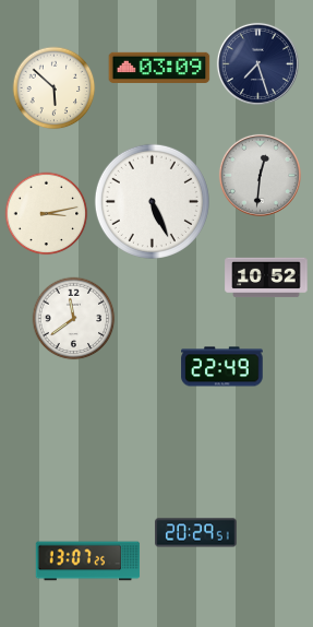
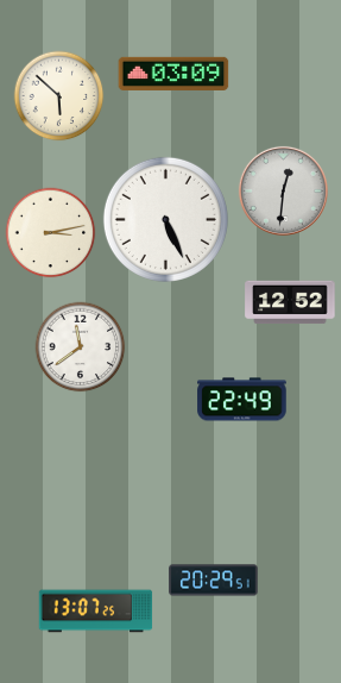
clock at (257, 63): 7:27 -> none
clock at (266, 277): 10:52 -> 12:52
